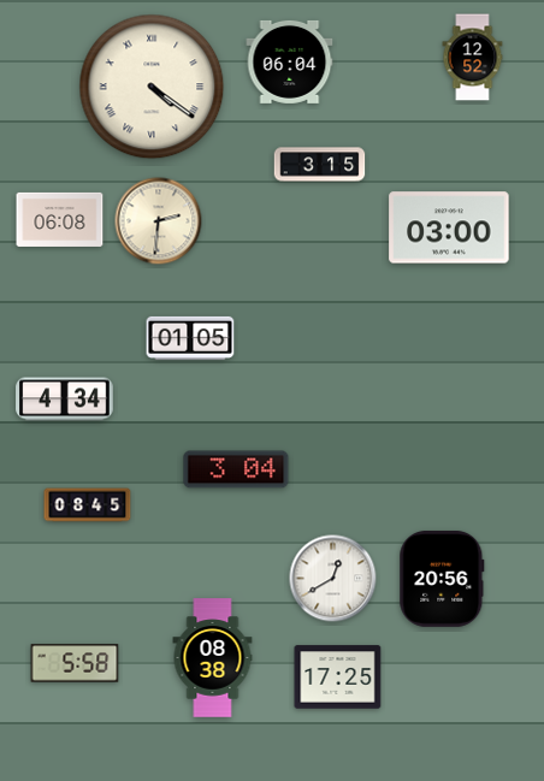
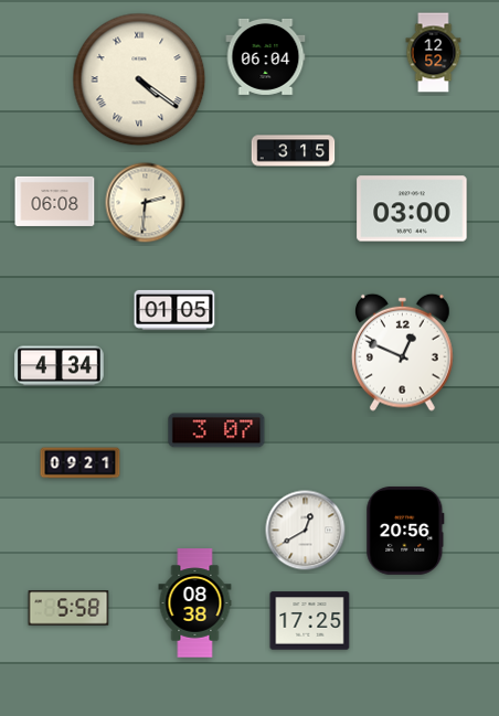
clock at (403, 352): none -> 12:49
clock at (236, 469): 3:04 -> 3:07
clock at (88, 505): 08:45 -> 09:21
